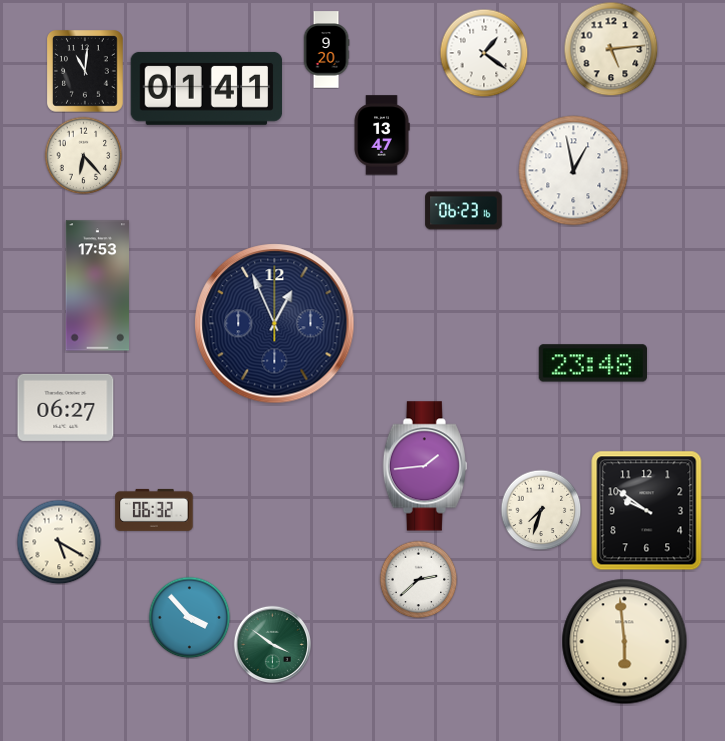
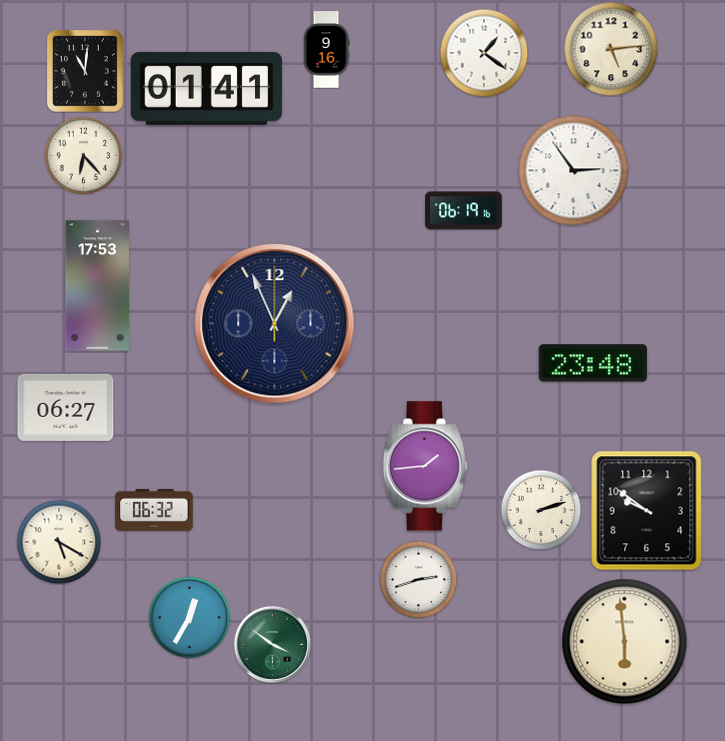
clock at (326, 50): 9:20 -> 9:16
clock at (382, 135): 13:47 -> none
clock at (574, 171): 12:58 -> 2:54
clock at (464, 211): 06:23 -> 06:19
clock at (541, 510): 7:33 -> 2:12
clock at (418, 579): 2:38 -> 2:42
clock at (189, 617): 3:53 -> 12:35
